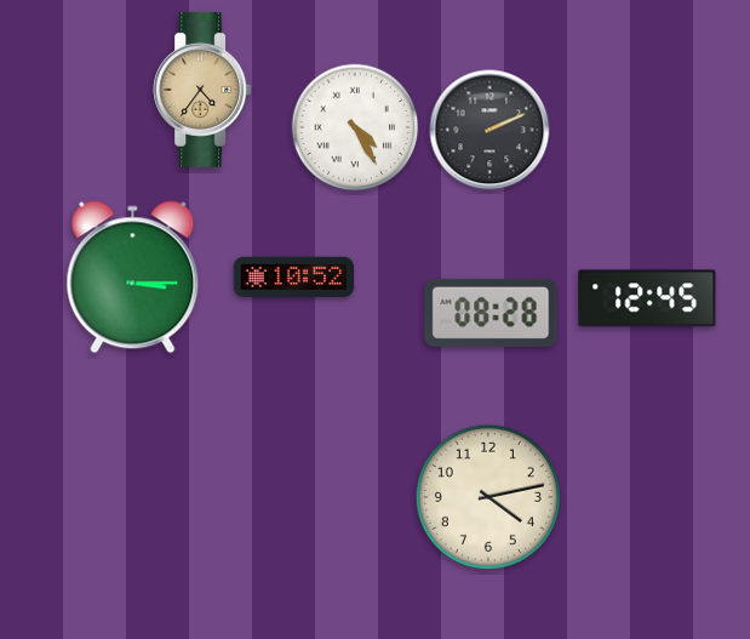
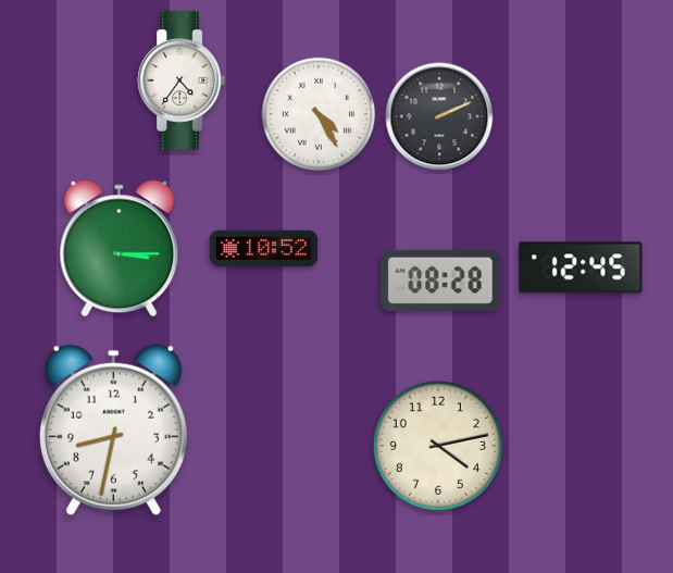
clock at (202, 90) dial: champagne -> white
clock at (113, 429): none -> 8:32
